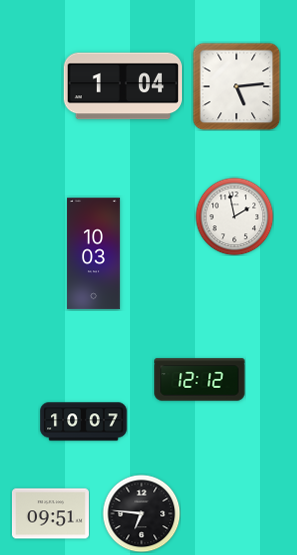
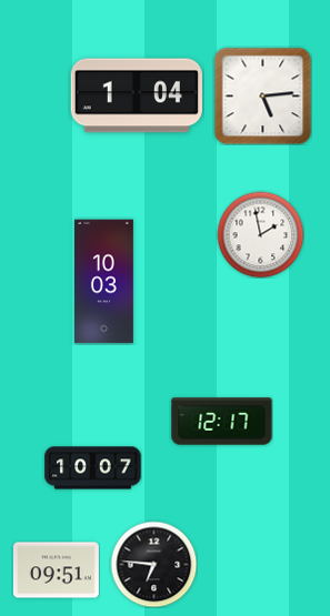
clock at (234, 216) position: (234, 216) -> (260, 234)
clock at (200, 380): 12:12 -> 12:17
clock at (141, 513) position: (141, 513) -> (153, 564)
